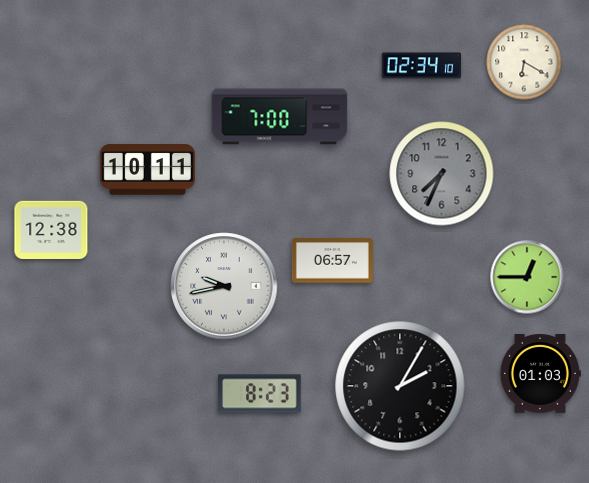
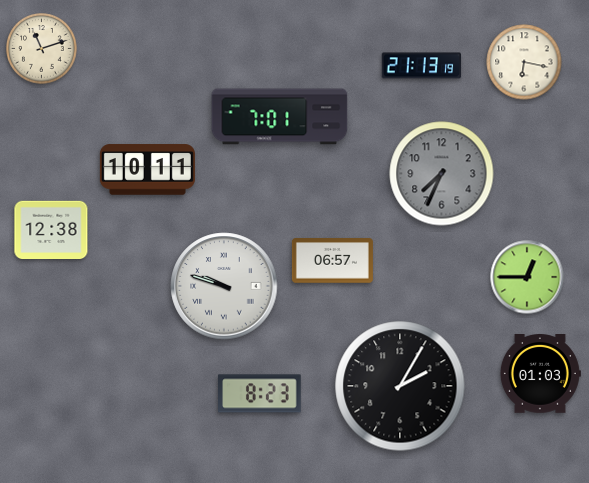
clock at (42, 49): none -> 11:12
clock at (524, 62): 6:20 -> 6:17
clock at (422, 66): 02:34 -> 21:13
clock at (280, 117): 7:00 -> 7:01
clock at (224, 286): 9:43 -> 9:48
